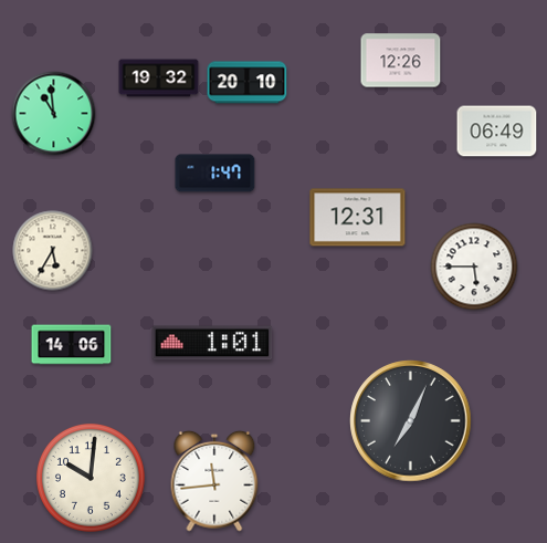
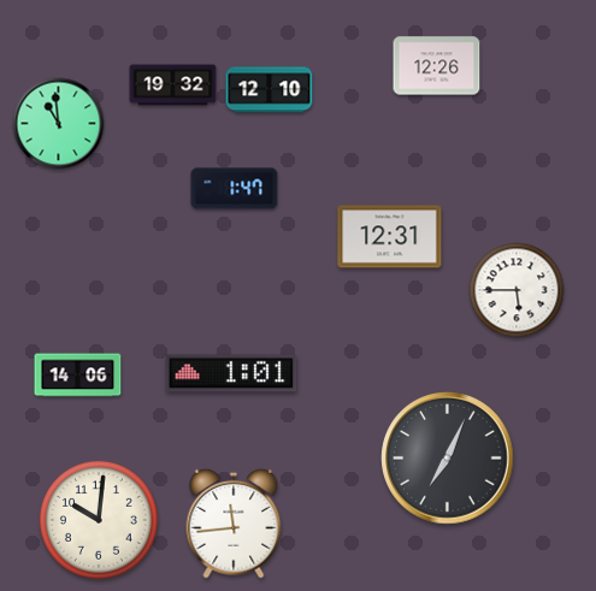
clock at (248, 83): 20:10 -> 12:10
clock at (497, 132): 06:49 -> none
clock at (53, 251): 5:35 -> none
